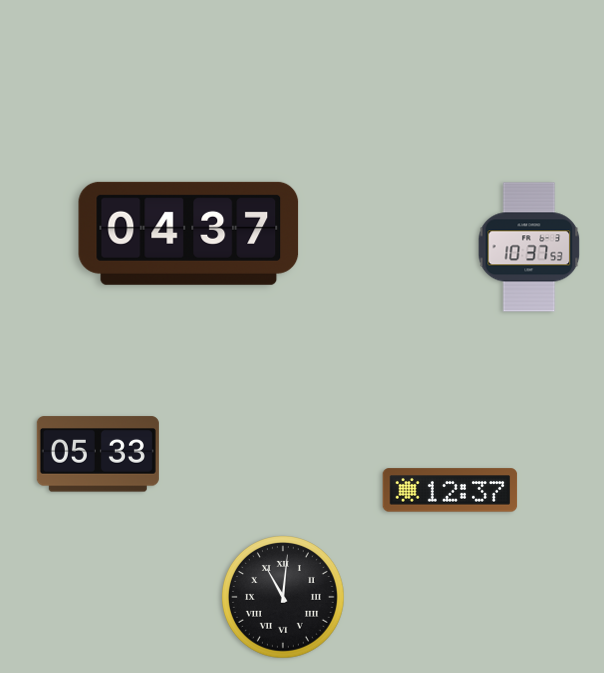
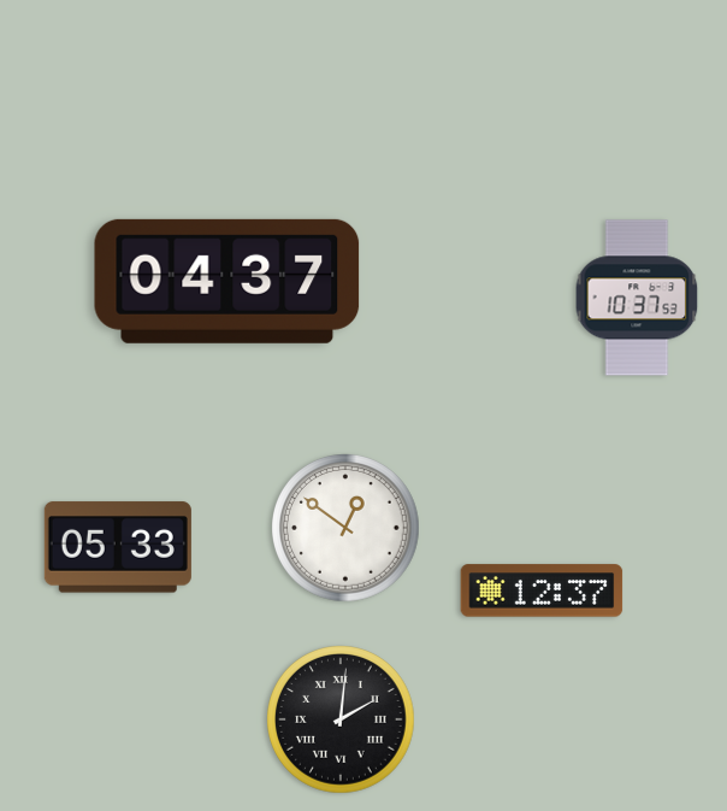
clock at (345, 528): none -> 12:51
clock at (283, 597): 11:01 -> 2:01
